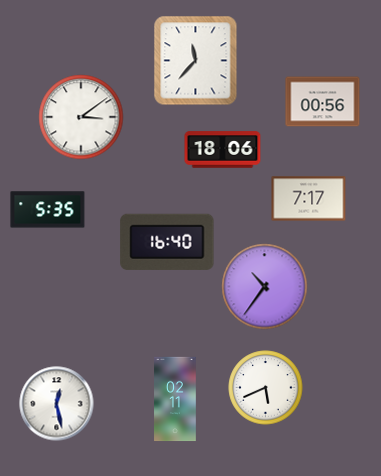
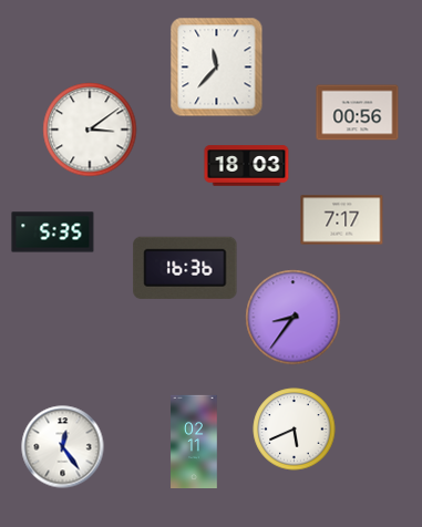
clock at (223, 150): 18:06 -> 18:03
clock at (167, 242): 16:40 -> 16:36
clock at (265, 287): 10:36 -> 8:36
clock at (57, 404): 12:28 -> 12:24
